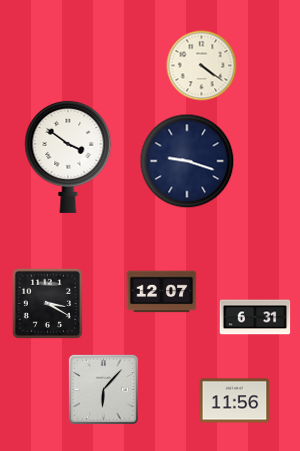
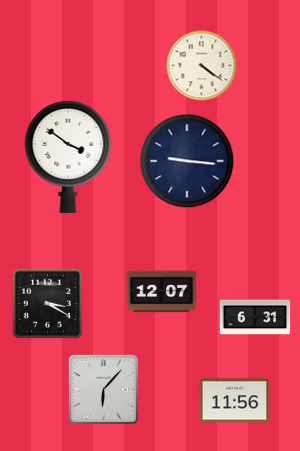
clock at (187, 161): 9:18 -> 9:16
